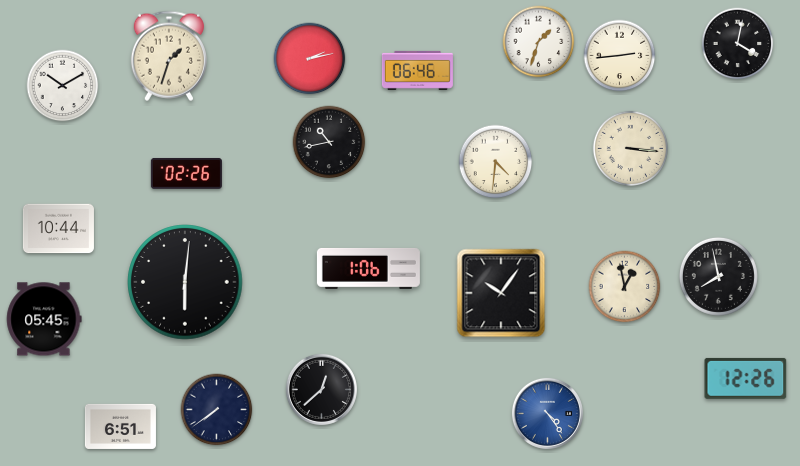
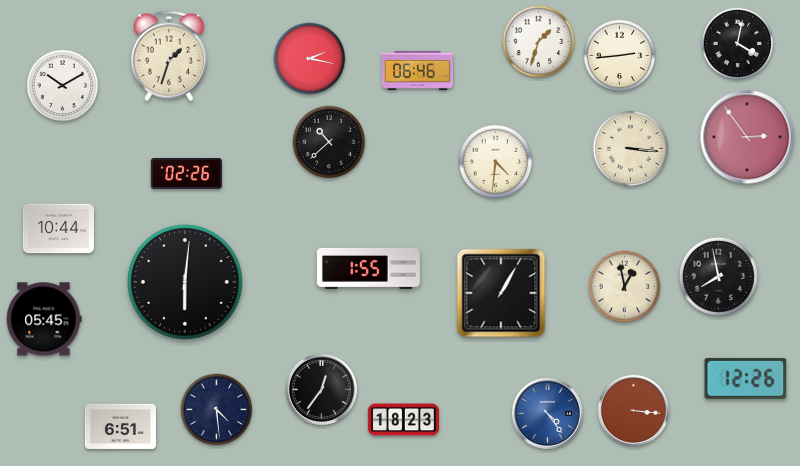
clock at (310, 59): 2:13 -> 2:17
clock at (747, 137): none -> 2:54
clock at (329, 142): 10:43 -> 10:38
clock at (368, 268): 1:06 -> 1:55
clock at (501, 293): 10:06 -> 1:05
clock at (321, 389): 12:38 -> 12:36
clock at (217, 410): 7:39 -> 4:29
clock at (633, 410): none -> 3:16
clock at (403, 420): none -> 18:23
